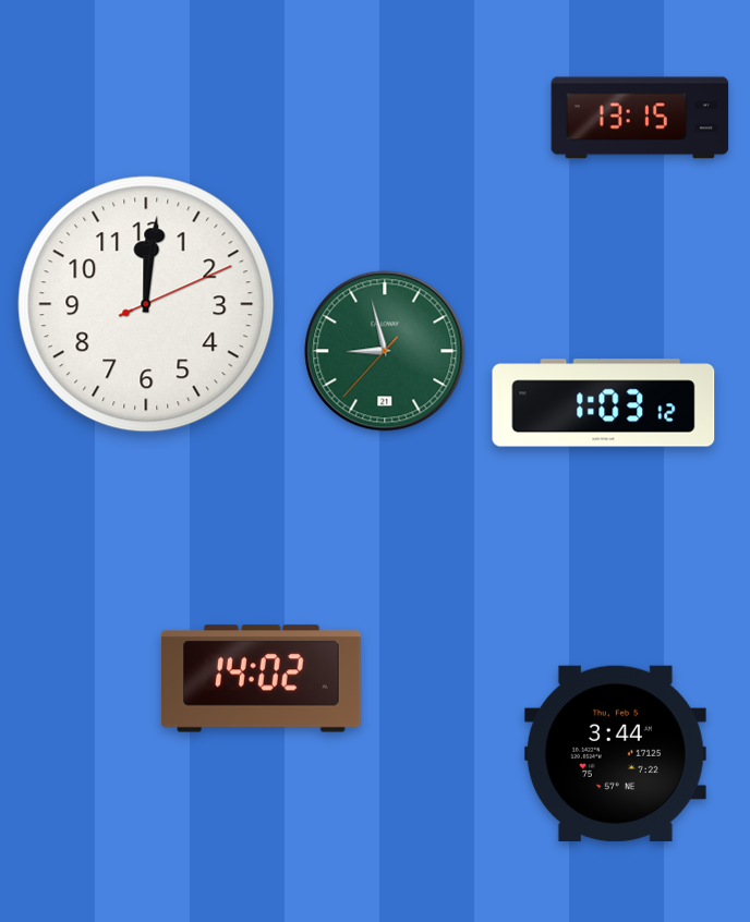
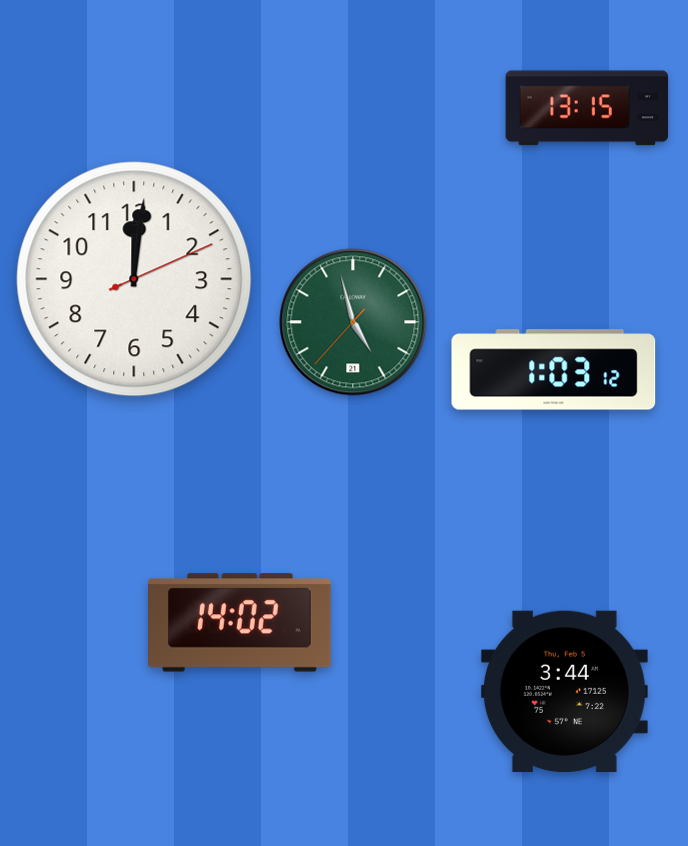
clock at (385, 351): 8:57 -> 4:57
